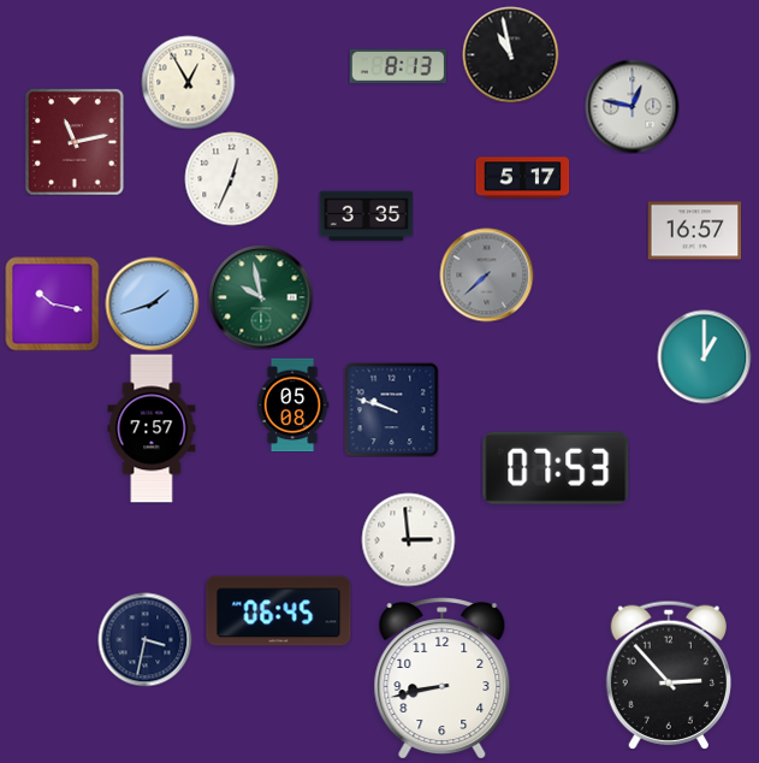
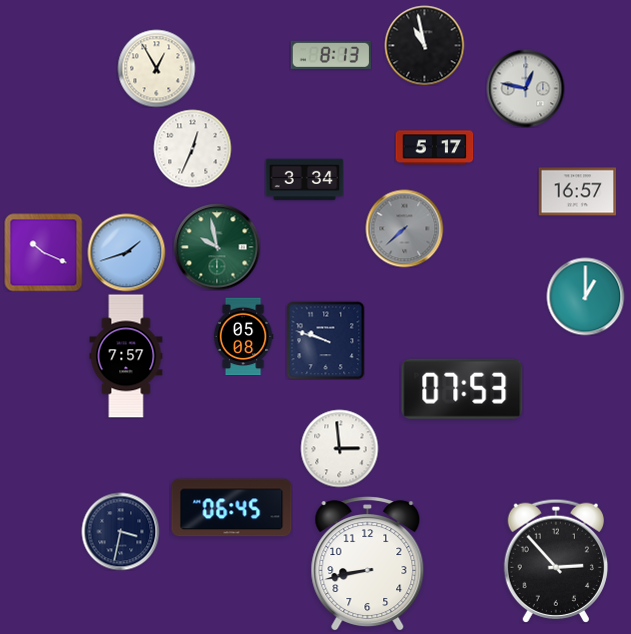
clock at (75, 142): 11:13 -> none
clock at (366, 217): 3:35 -> 3:34
clock at (52, 303): 10:17 -> 10:19
